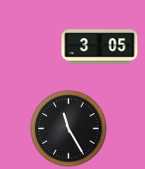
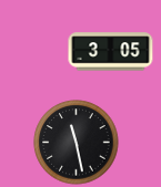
clock at (69, 129): 11:25 -> 11:28
